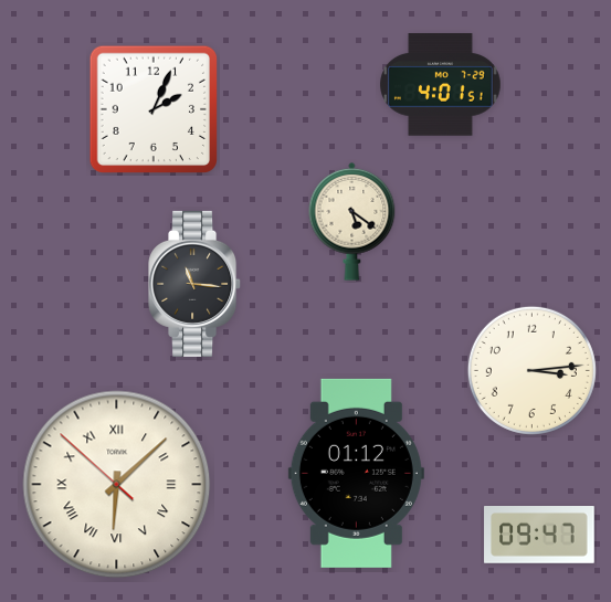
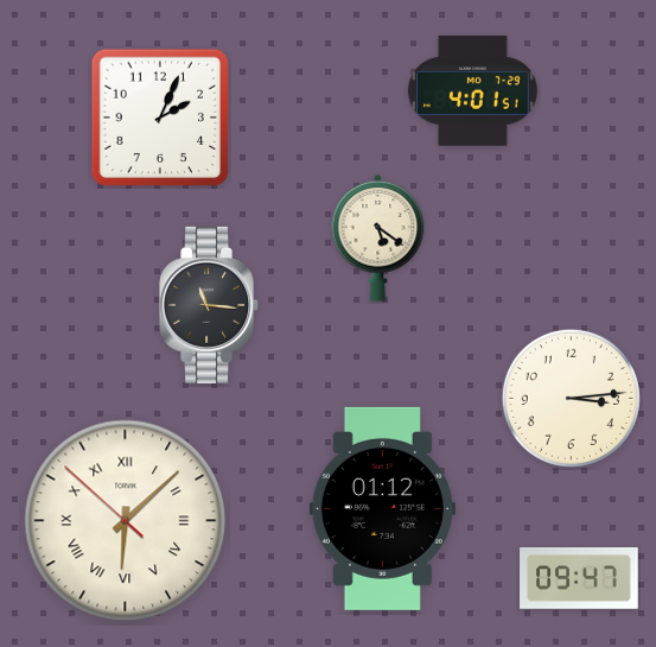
clock at (154, 109) position: (154, 109) -> (160, 118)
clock at (539, 536) position: (539, 536) -> (579, 579)
